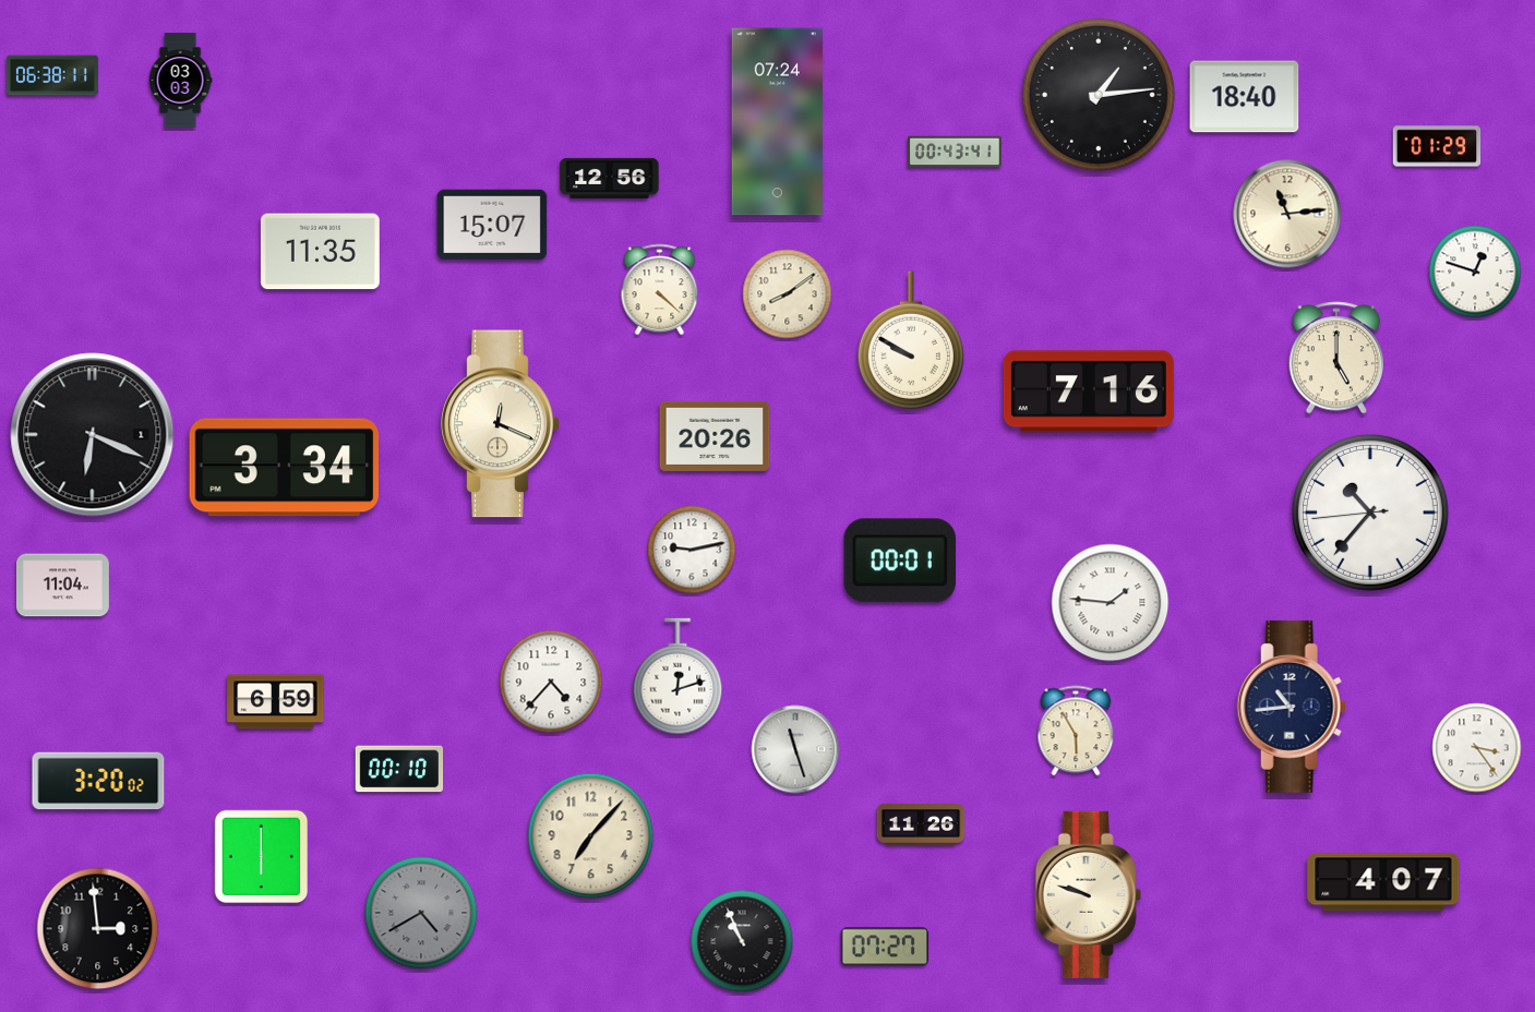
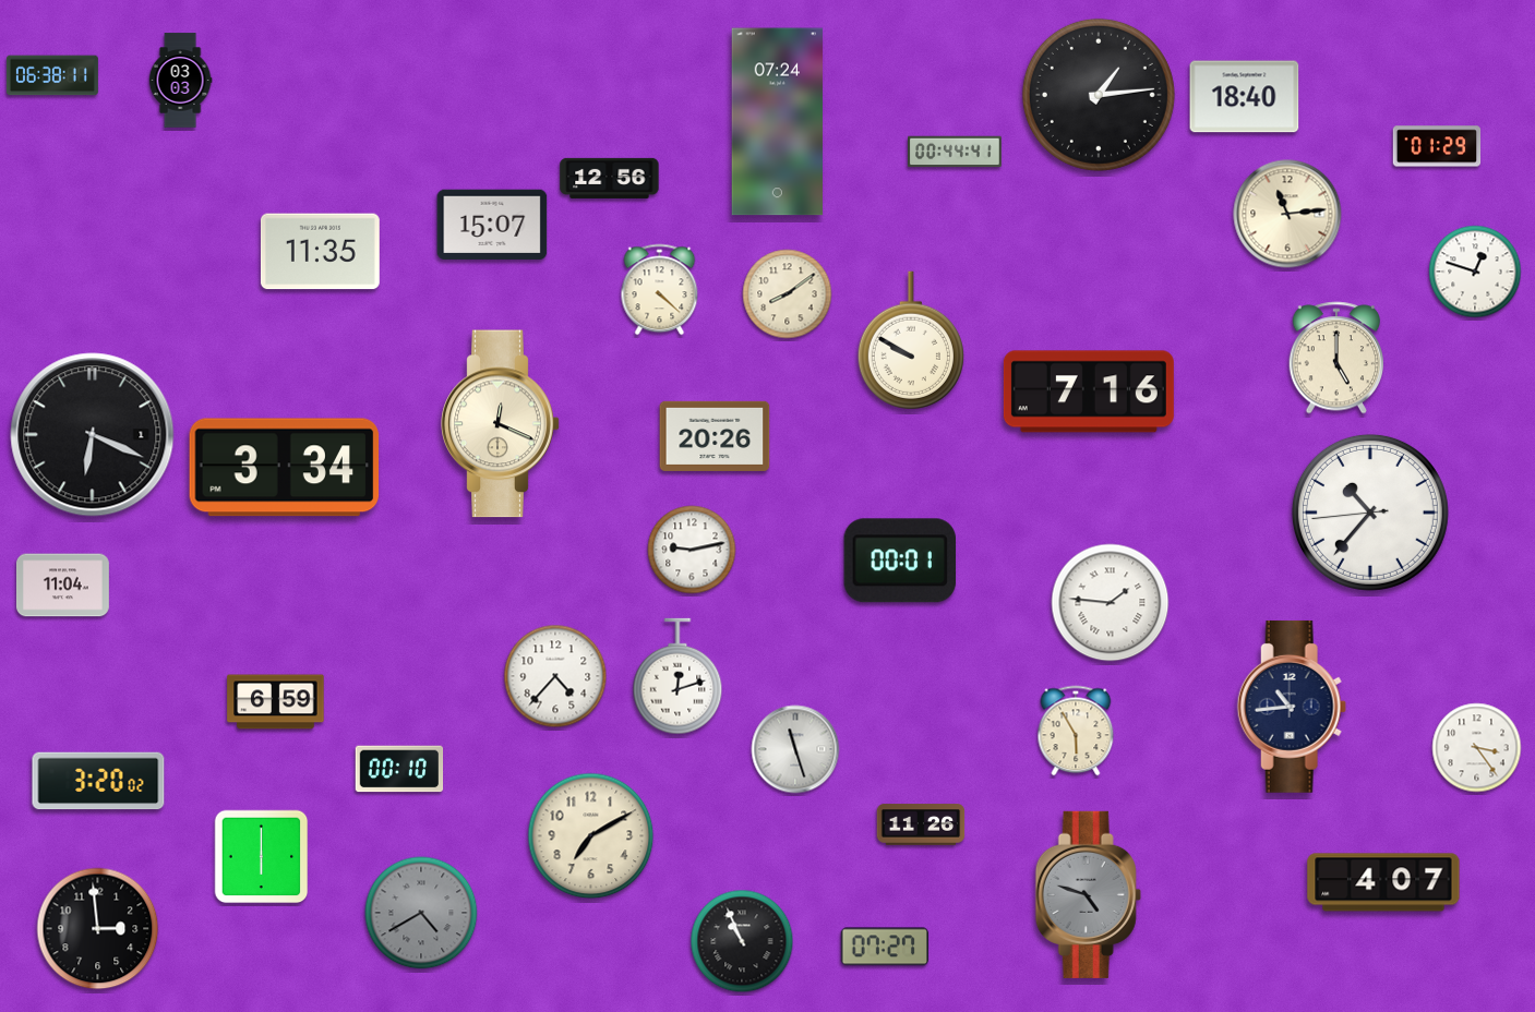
clock at (956, 152): 00:43 -> 00:44
clock at (551, 682) position: (551, 682) -> (555, 676)
clock at (591, 836): 7:07 -> 7:10
clock at (1088, 894): 9:48 -> 4:48
clock at (1088, 894) dial: cream -> grey
